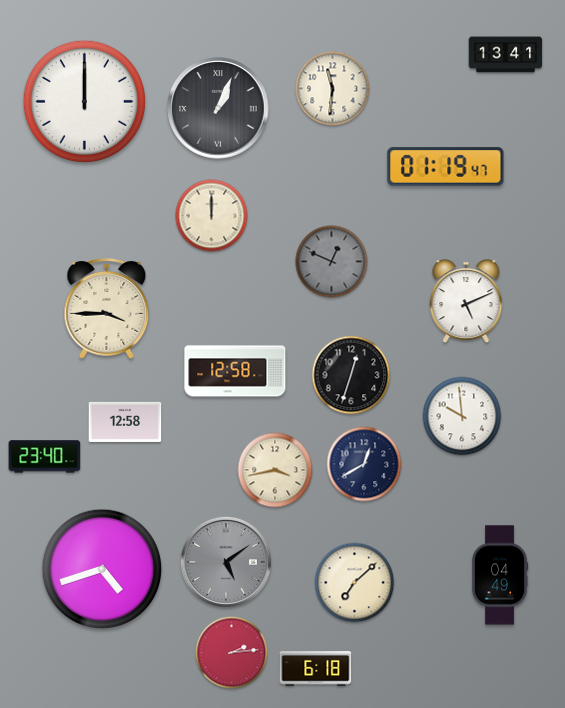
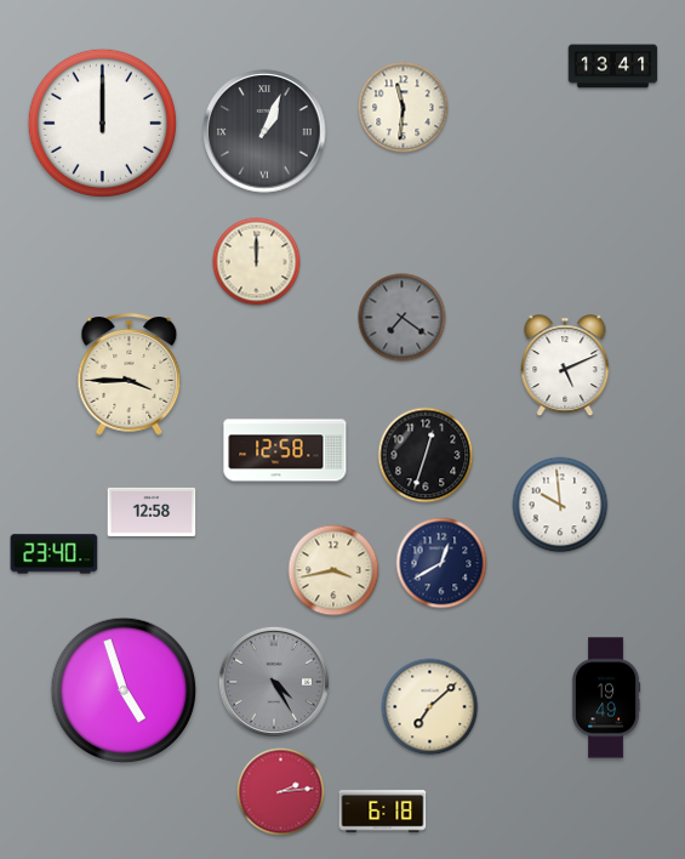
clock at (446, 167): 01:19 -> none
clock at (332, 262): 12:49 -> 7:21
clock at (226, 562): 5:09 -> 4:25
clock at (102, 569): 4:42 -> 4:57
clock at (500, 575): 04:49 -> 19:49
